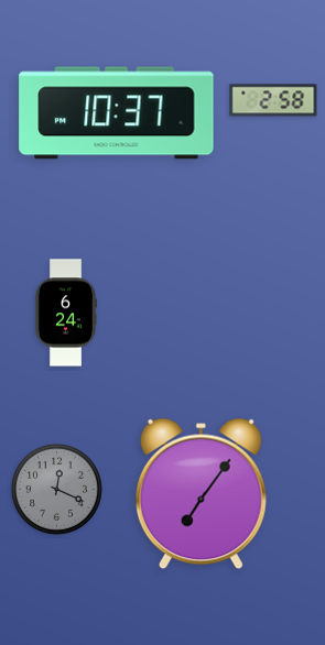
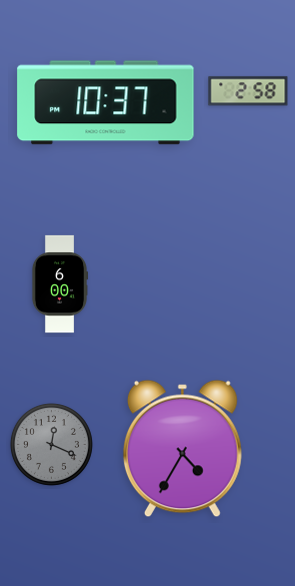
clock at (65, 313): 6:24 -> 6:00
clock at (201, 494): 7:06 -> 4:35
